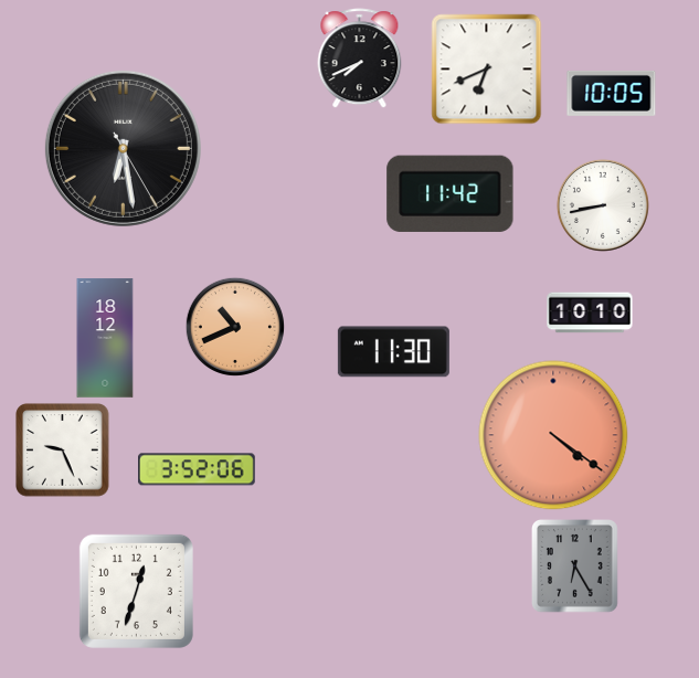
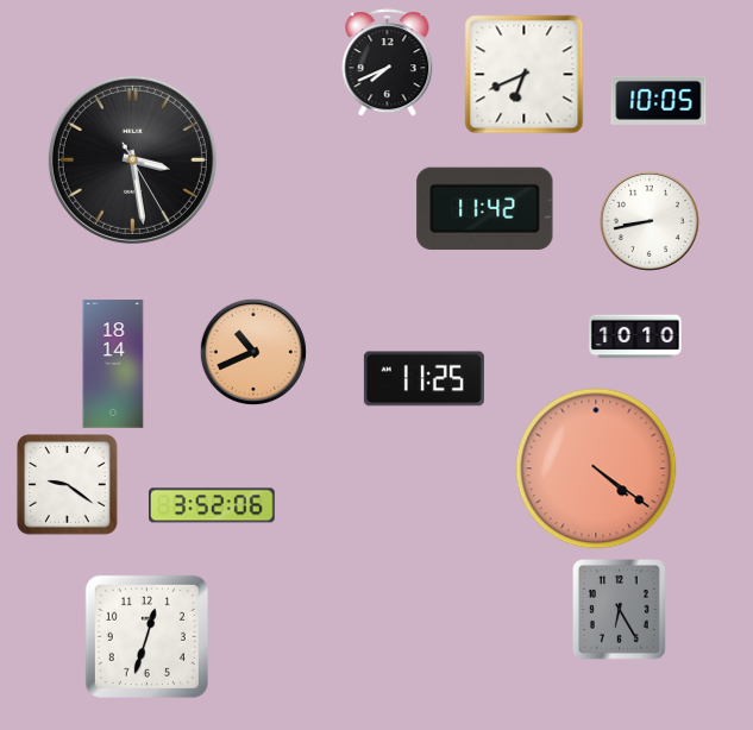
clock at (123, 148): 6:28 -> 3:28
clock at (105, 338): 18:12 -> 18:14
clock at (393, 352): 11:30 -> 11:25
clock at (63, 451): 9:26 -> 9:21
